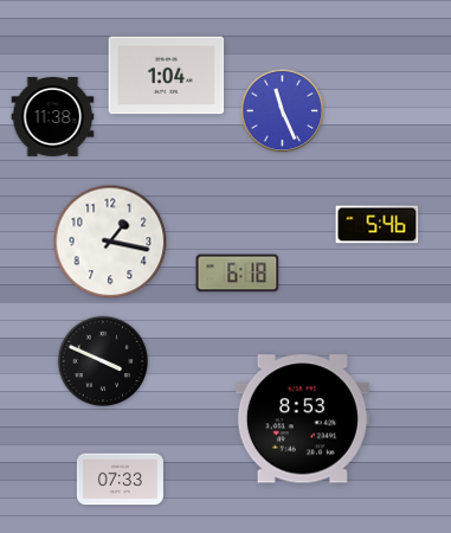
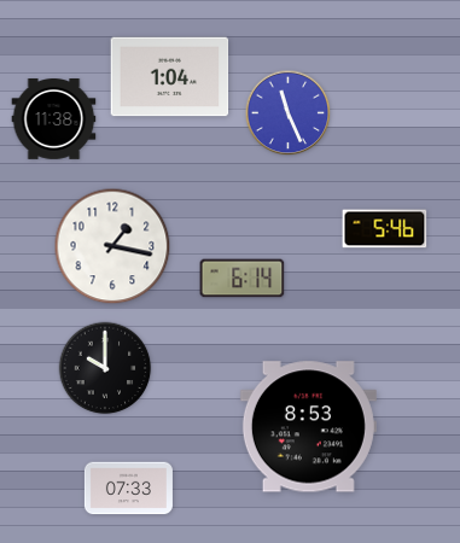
clock at (238, 274): 6:18 -> 6:14
clock at (103, 361): 3:49 -> 10:00
clock at (120, 480) position: (120, 480) -> (128, 489)
